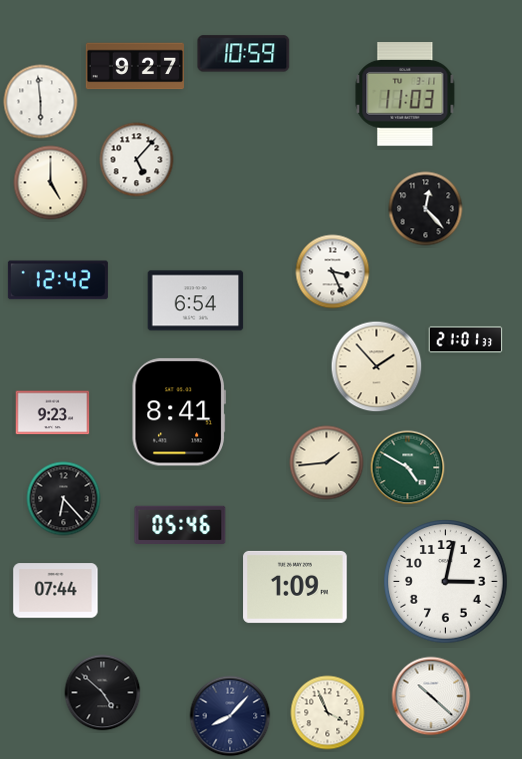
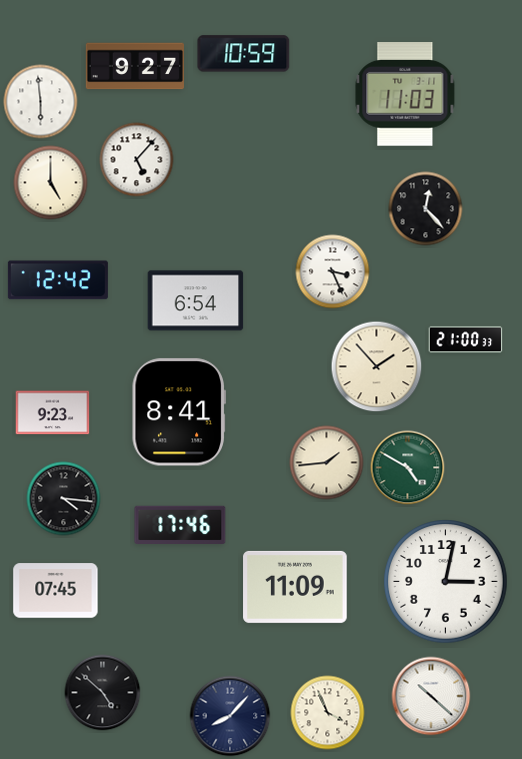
clock at (466, 340): 21:01 -> 21:00
clock at (64, 499): 6:23 -> 4:16
clock at (180, 524): 05:46 -> 17:46
clock at (295, 587): 1:09 -> 11:09
clock at (56, 591): 07:44 -> 07:45
